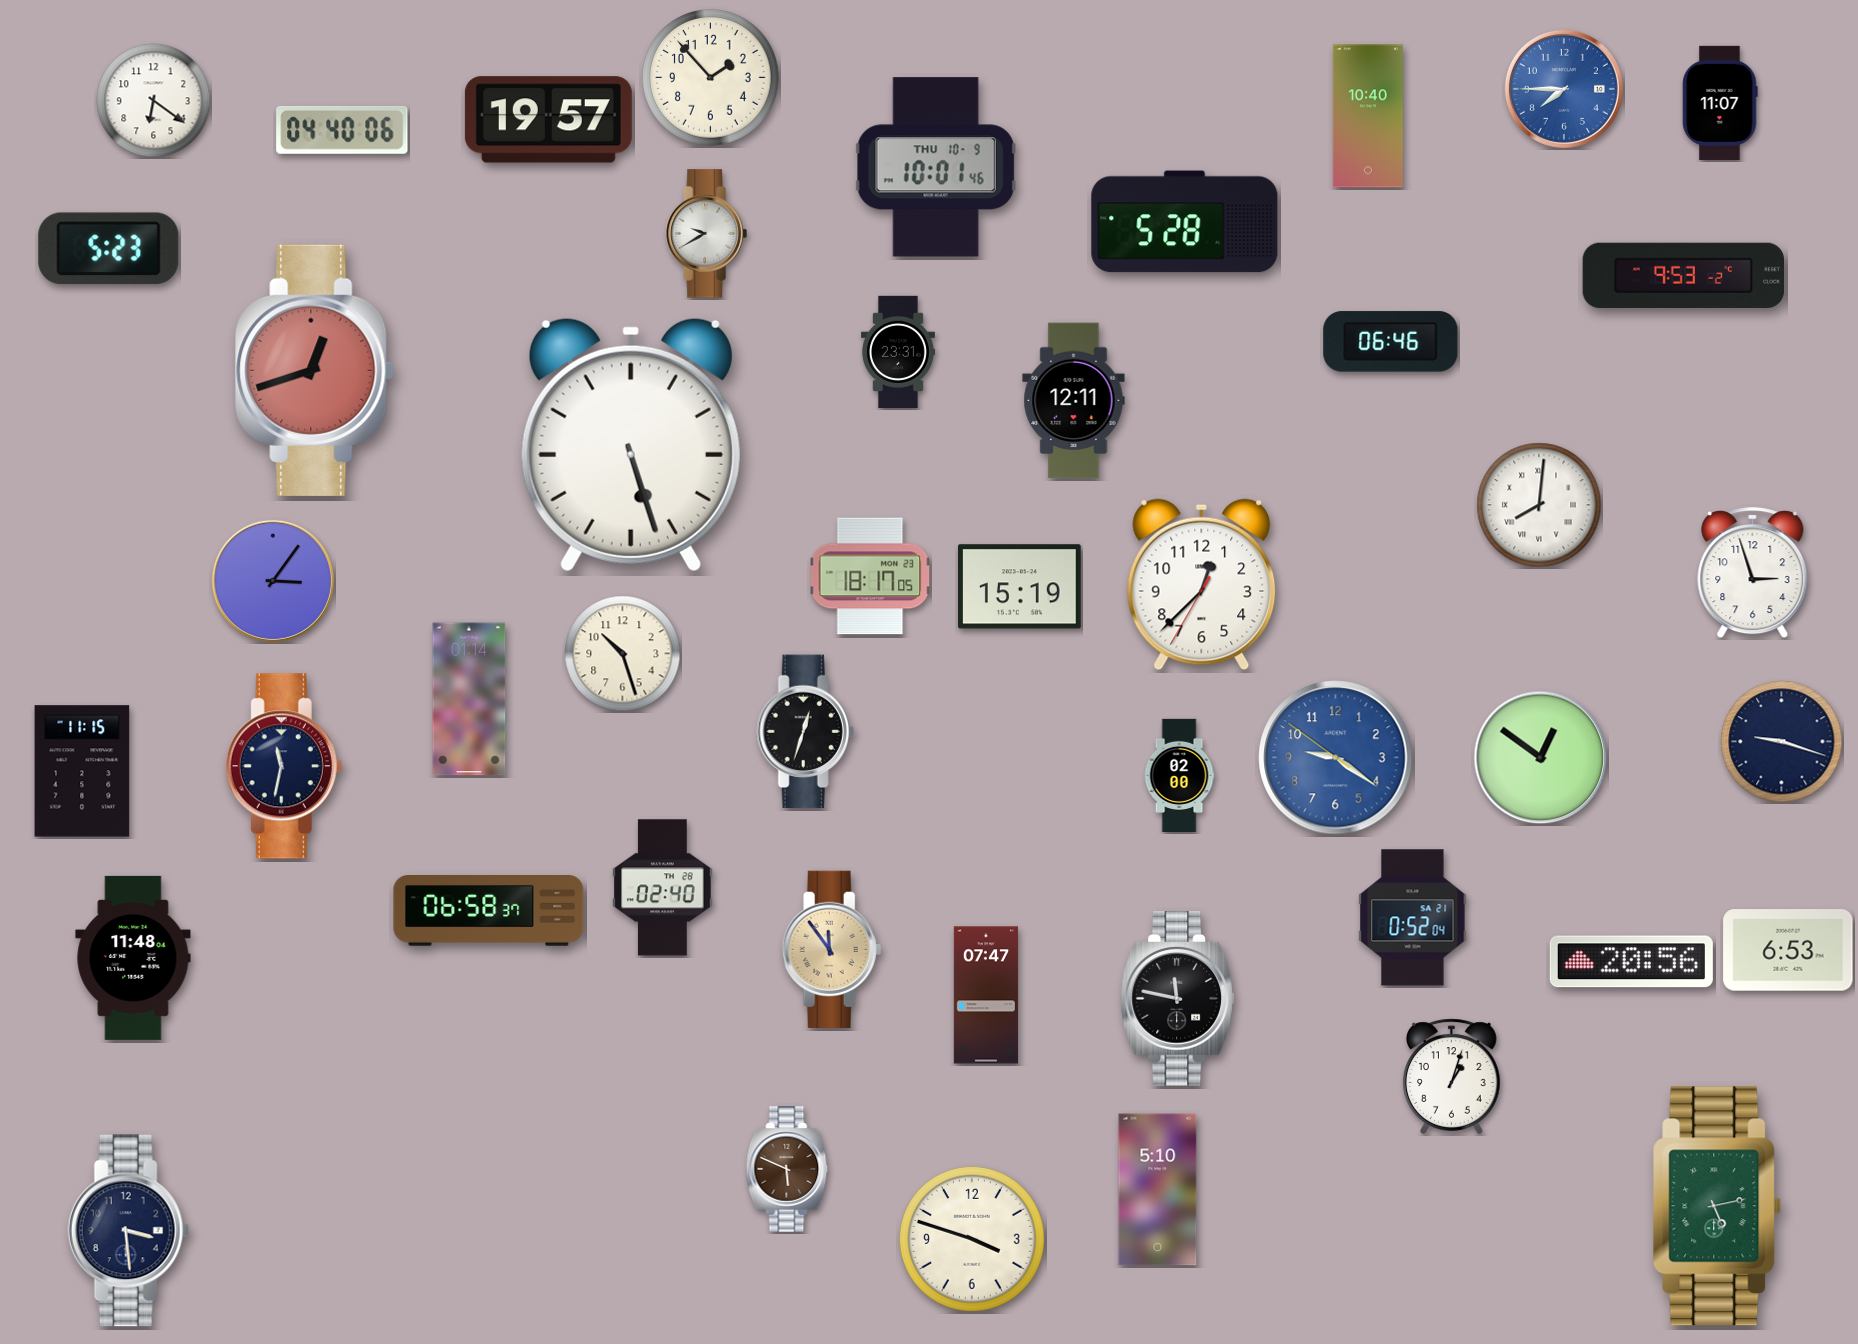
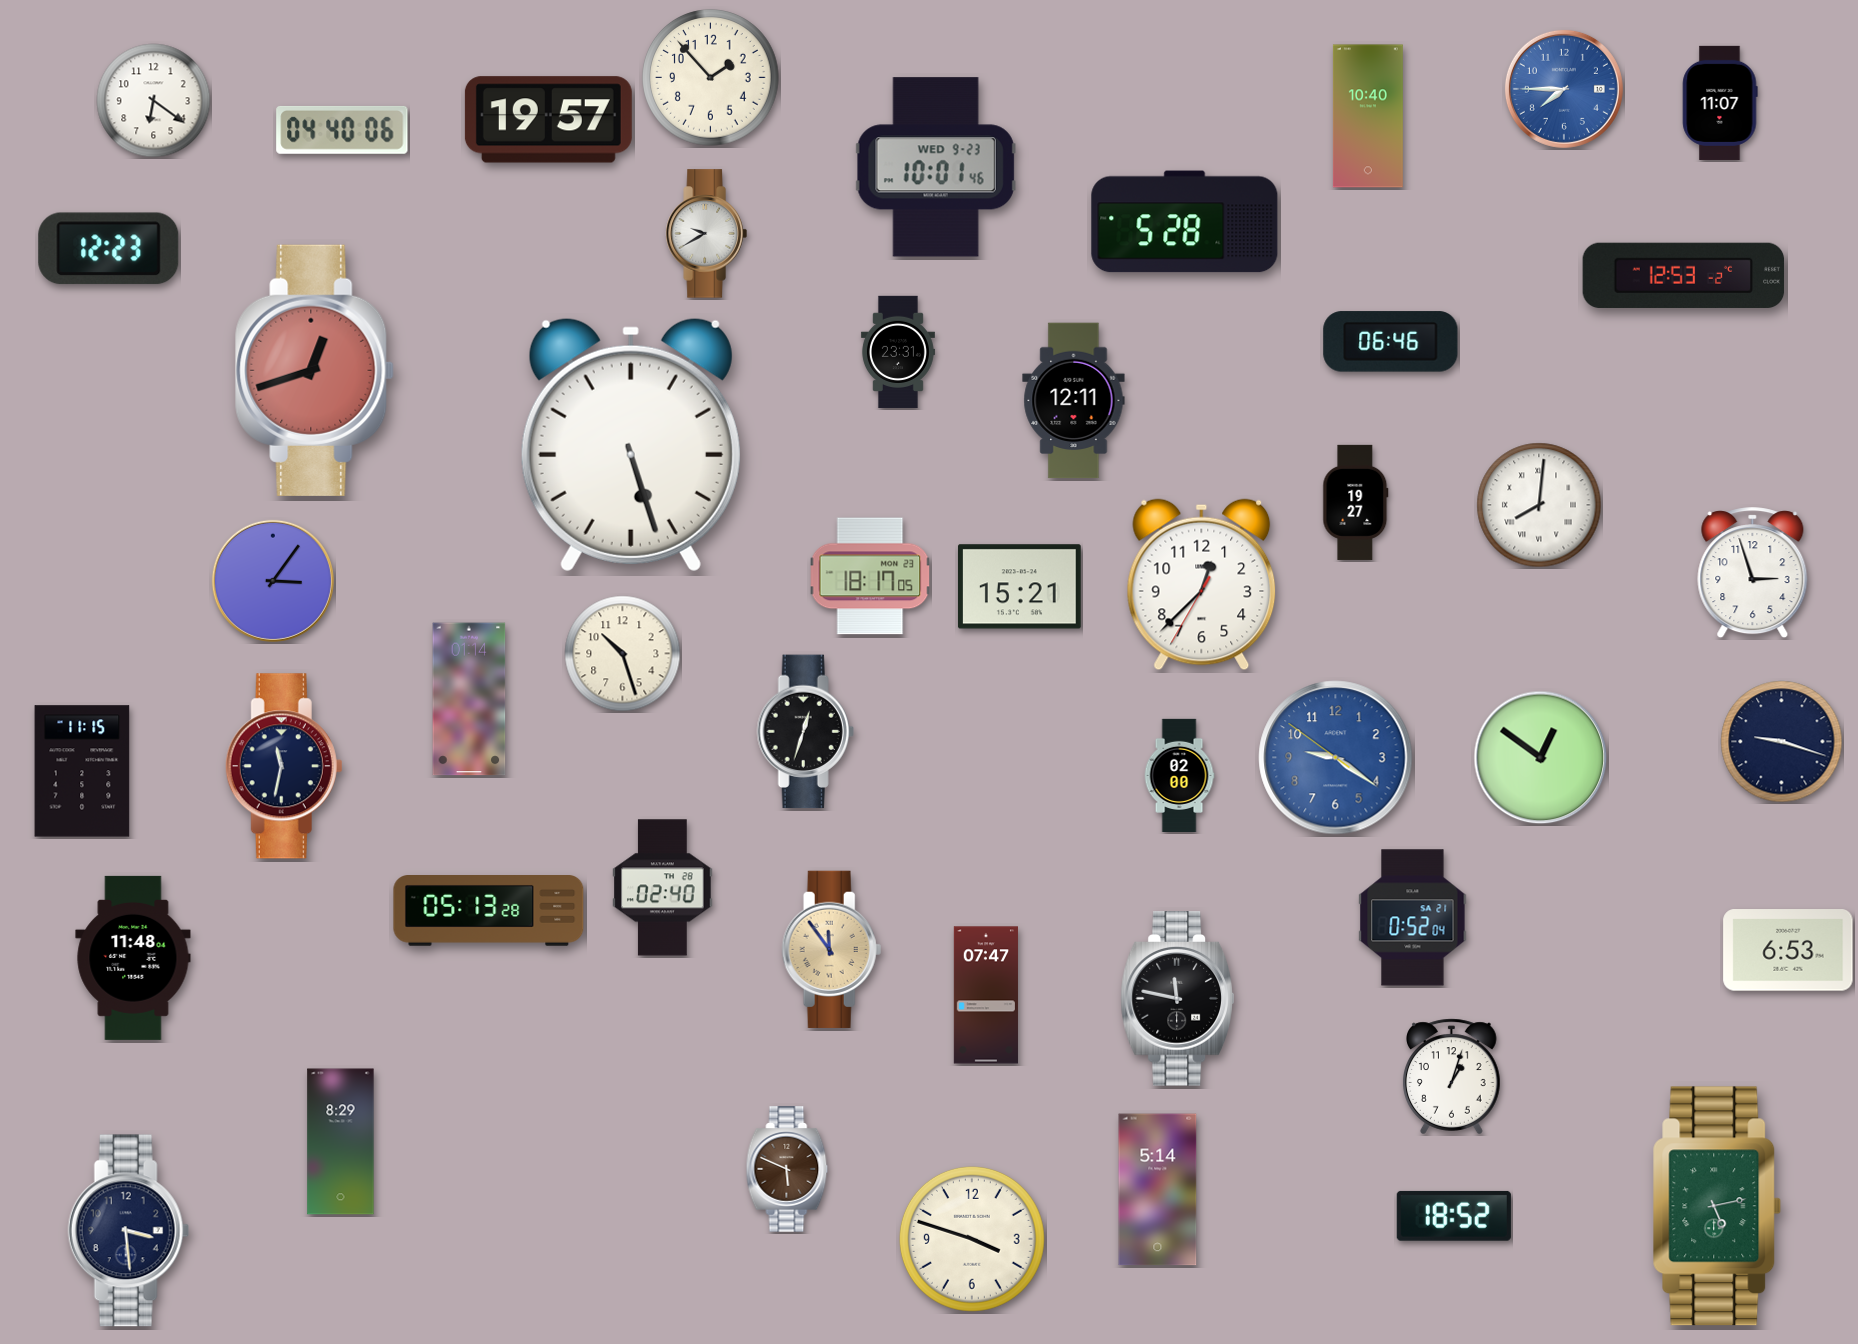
clock at (936, 167) date: THU 10-9 -> WED 9-23
clock at (109, 249): 5:23 -> 12:23
clock at (1684, 275): 9:53 -> 12:53
clock at (1356, 502): none -> 19:27
clock at (1019, 587): 15:19 -> 15:21
clock at (489, 911): 06:58 -> 05:13
clock at (1631, 962): 20:56 -> none
clock at (341, 1142): none -> 8:29
clock at (1158, 1190): 5:10 -> 5:14
clock at (1454, 1216): none -> 18:52
